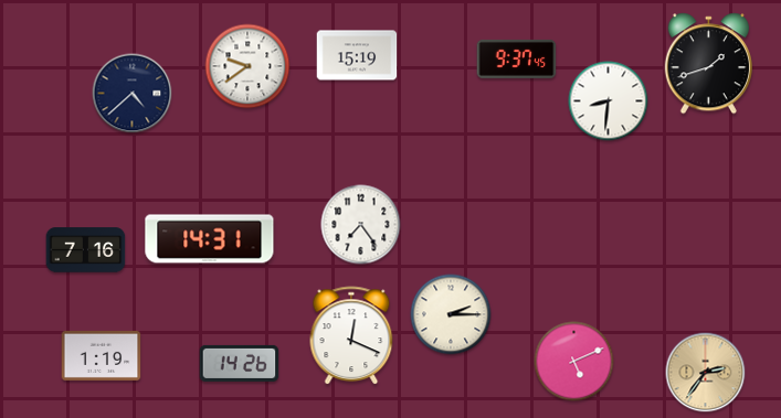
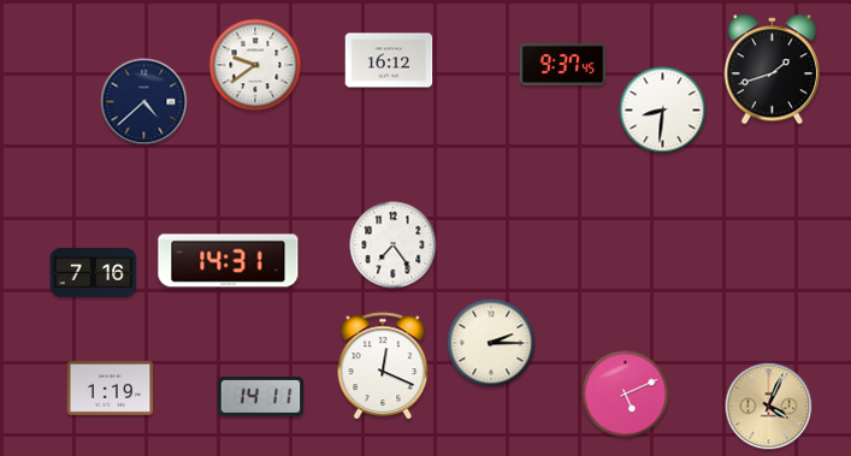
clock at (357, 55): 15:19 -> 16:12
clock at (247, 66) position: (247, 66) -> (255, 65)
clock at (240, 363): 14:26 -> 14:11
clock at (706, 373): 2:36 -> 4:04
